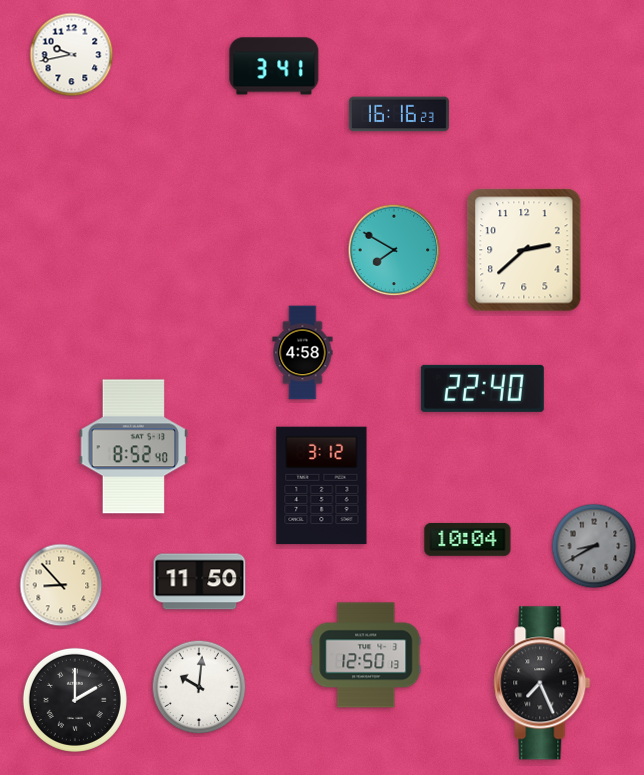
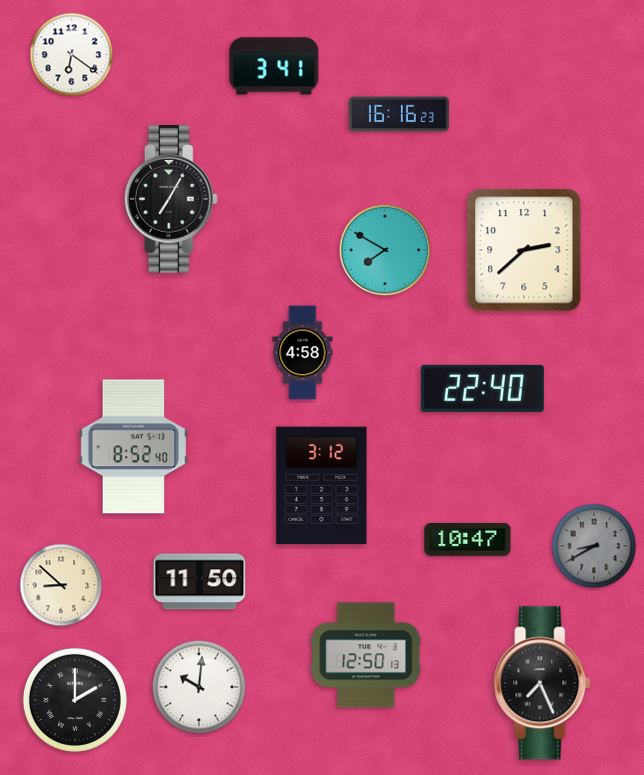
clock at (72, 55): 9:43 -> 6:21
clock at (171, 199): none -> 7:05
clock at (394, 250) position: (394, 250) -> (385, 250)
clock at (468, 540): 10:04 -> 10:47
clock at (61, 585): 8:53 -> 8:52
